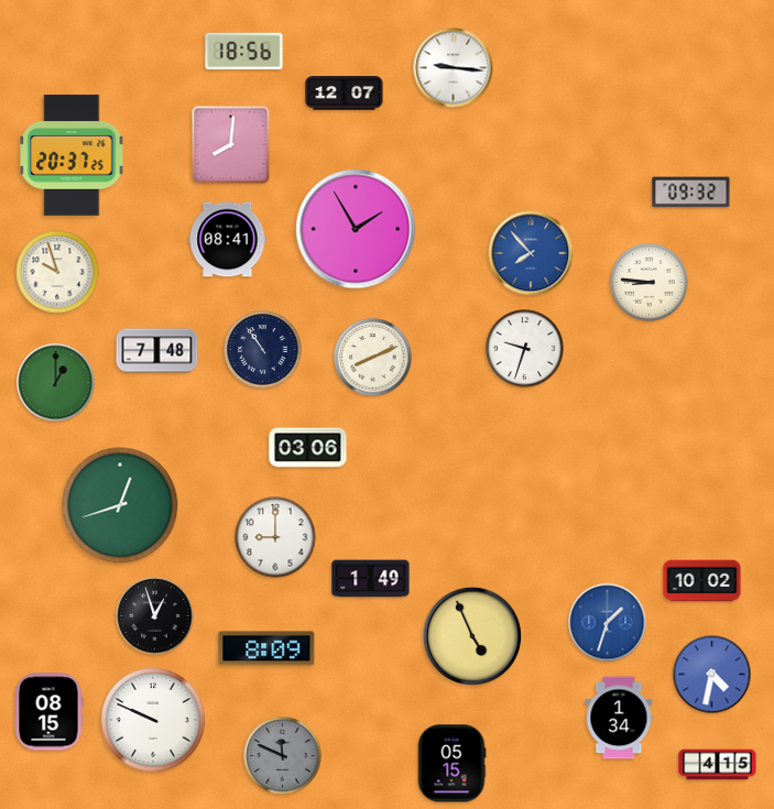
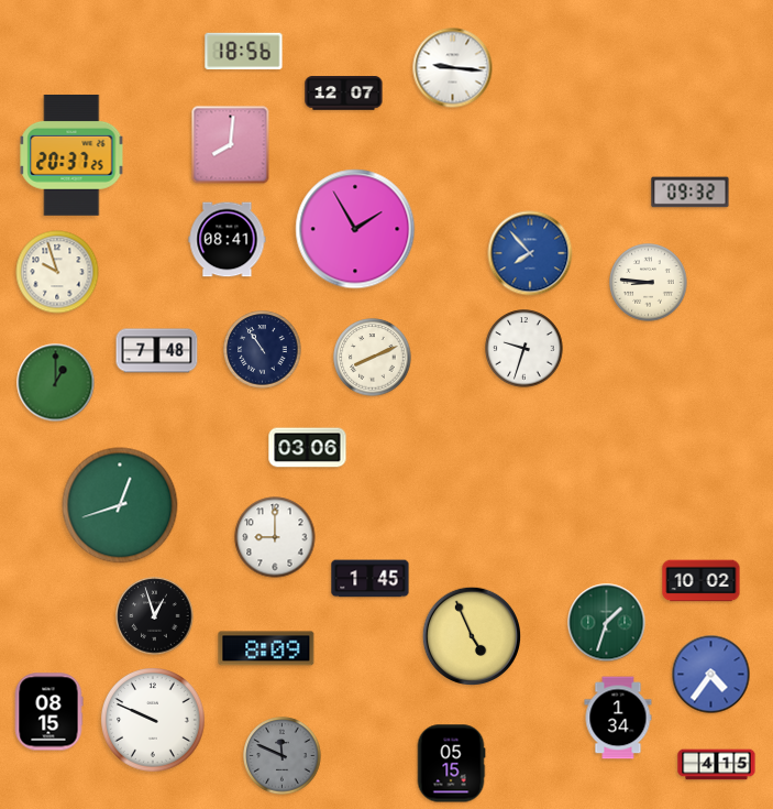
clock at (371, 579): 1:49 -> 1:45
clock at (608, 623) dial: blue -> green
clock at (712, 675): 4:32 -> 4:36
